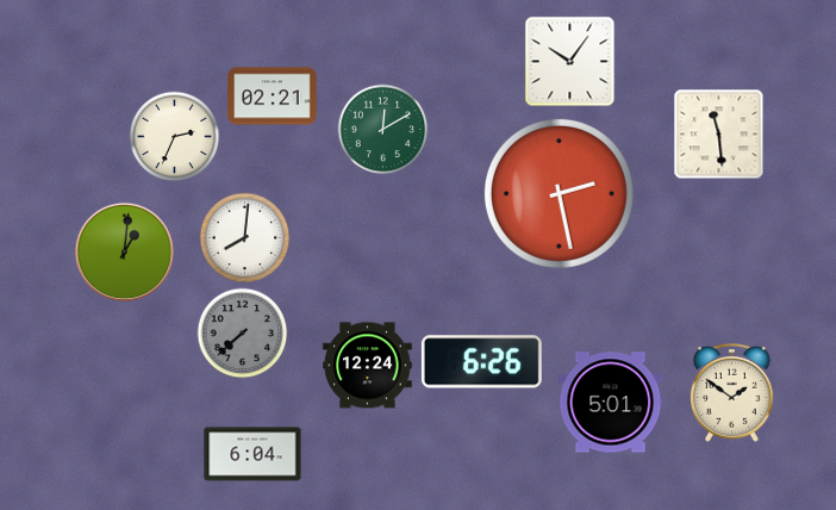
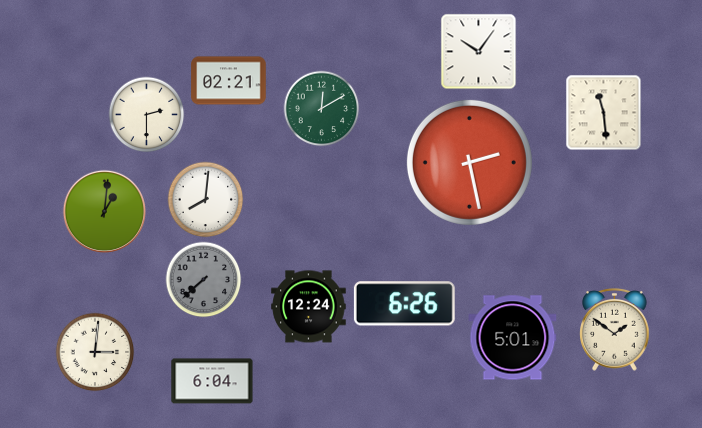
clock at (175, 137): 2:34 -> 2:30
clock at (95, 352): none -> 3:01
